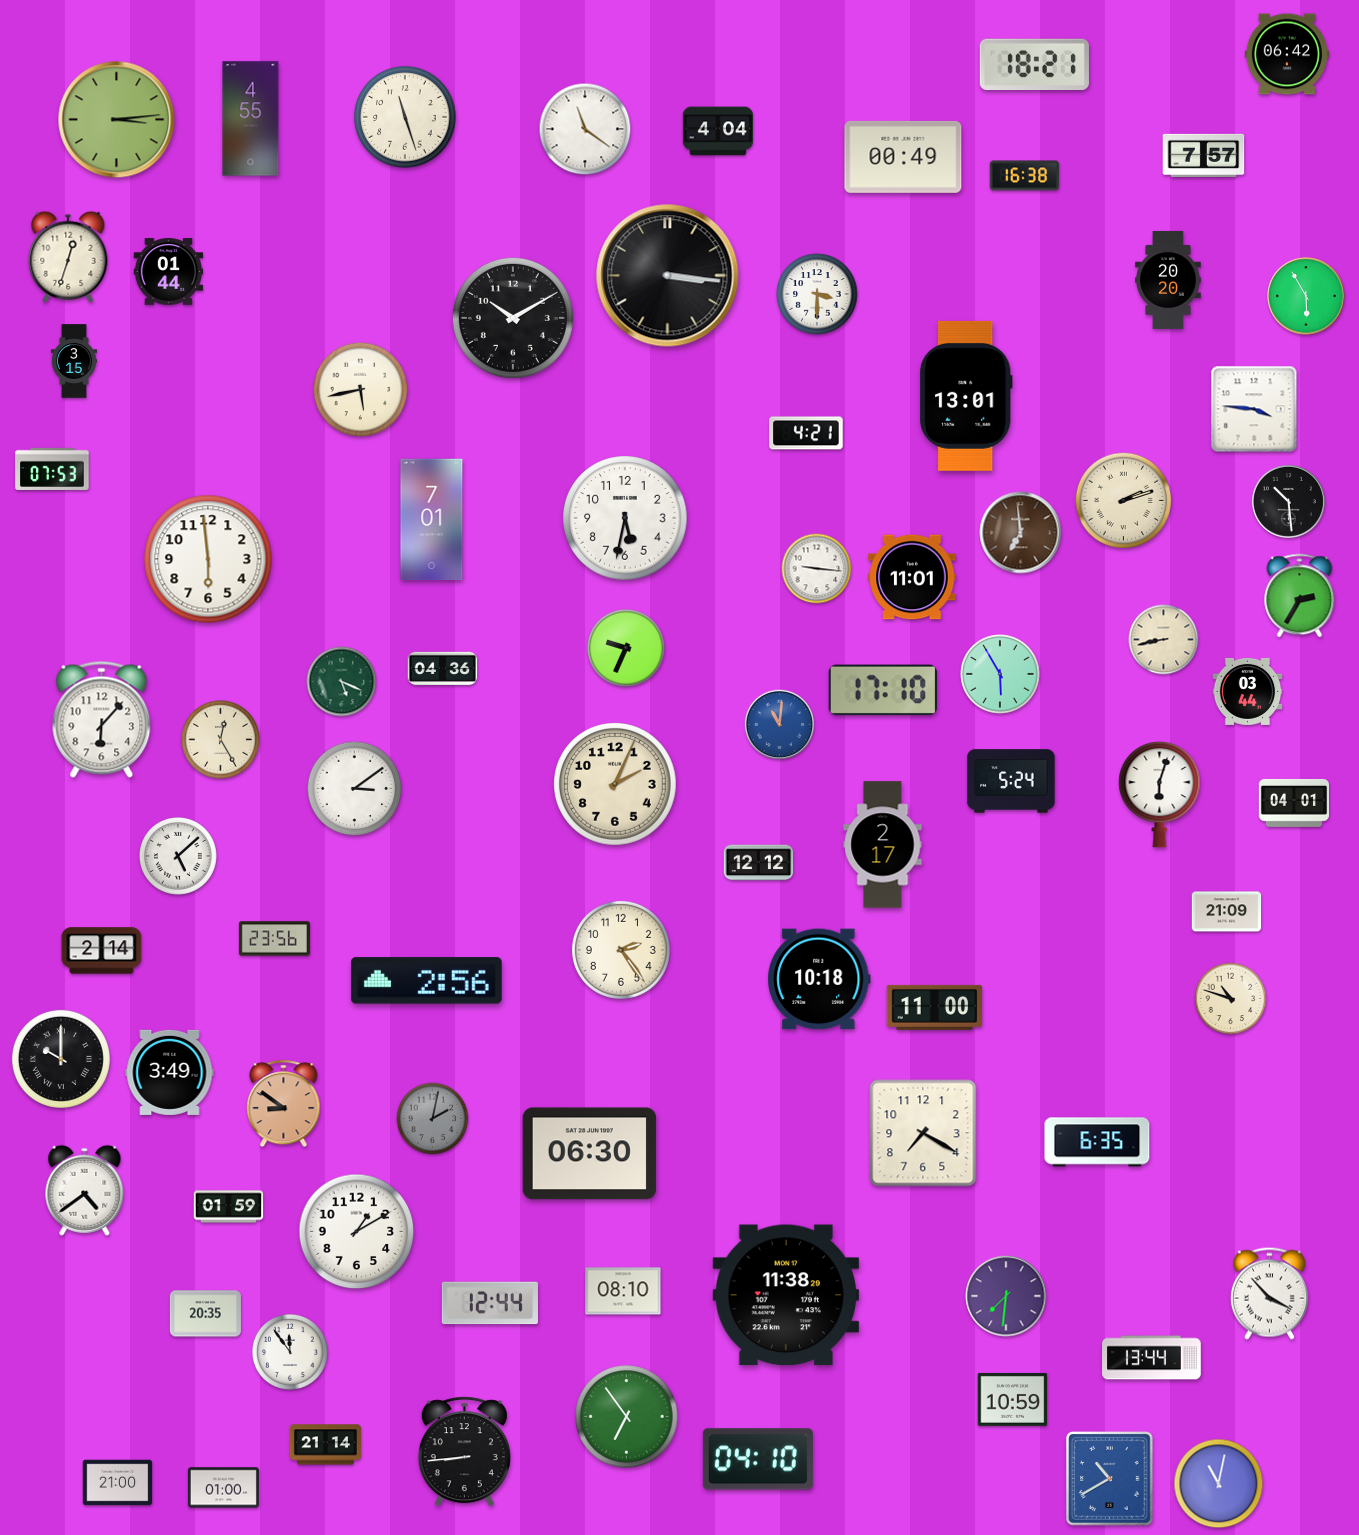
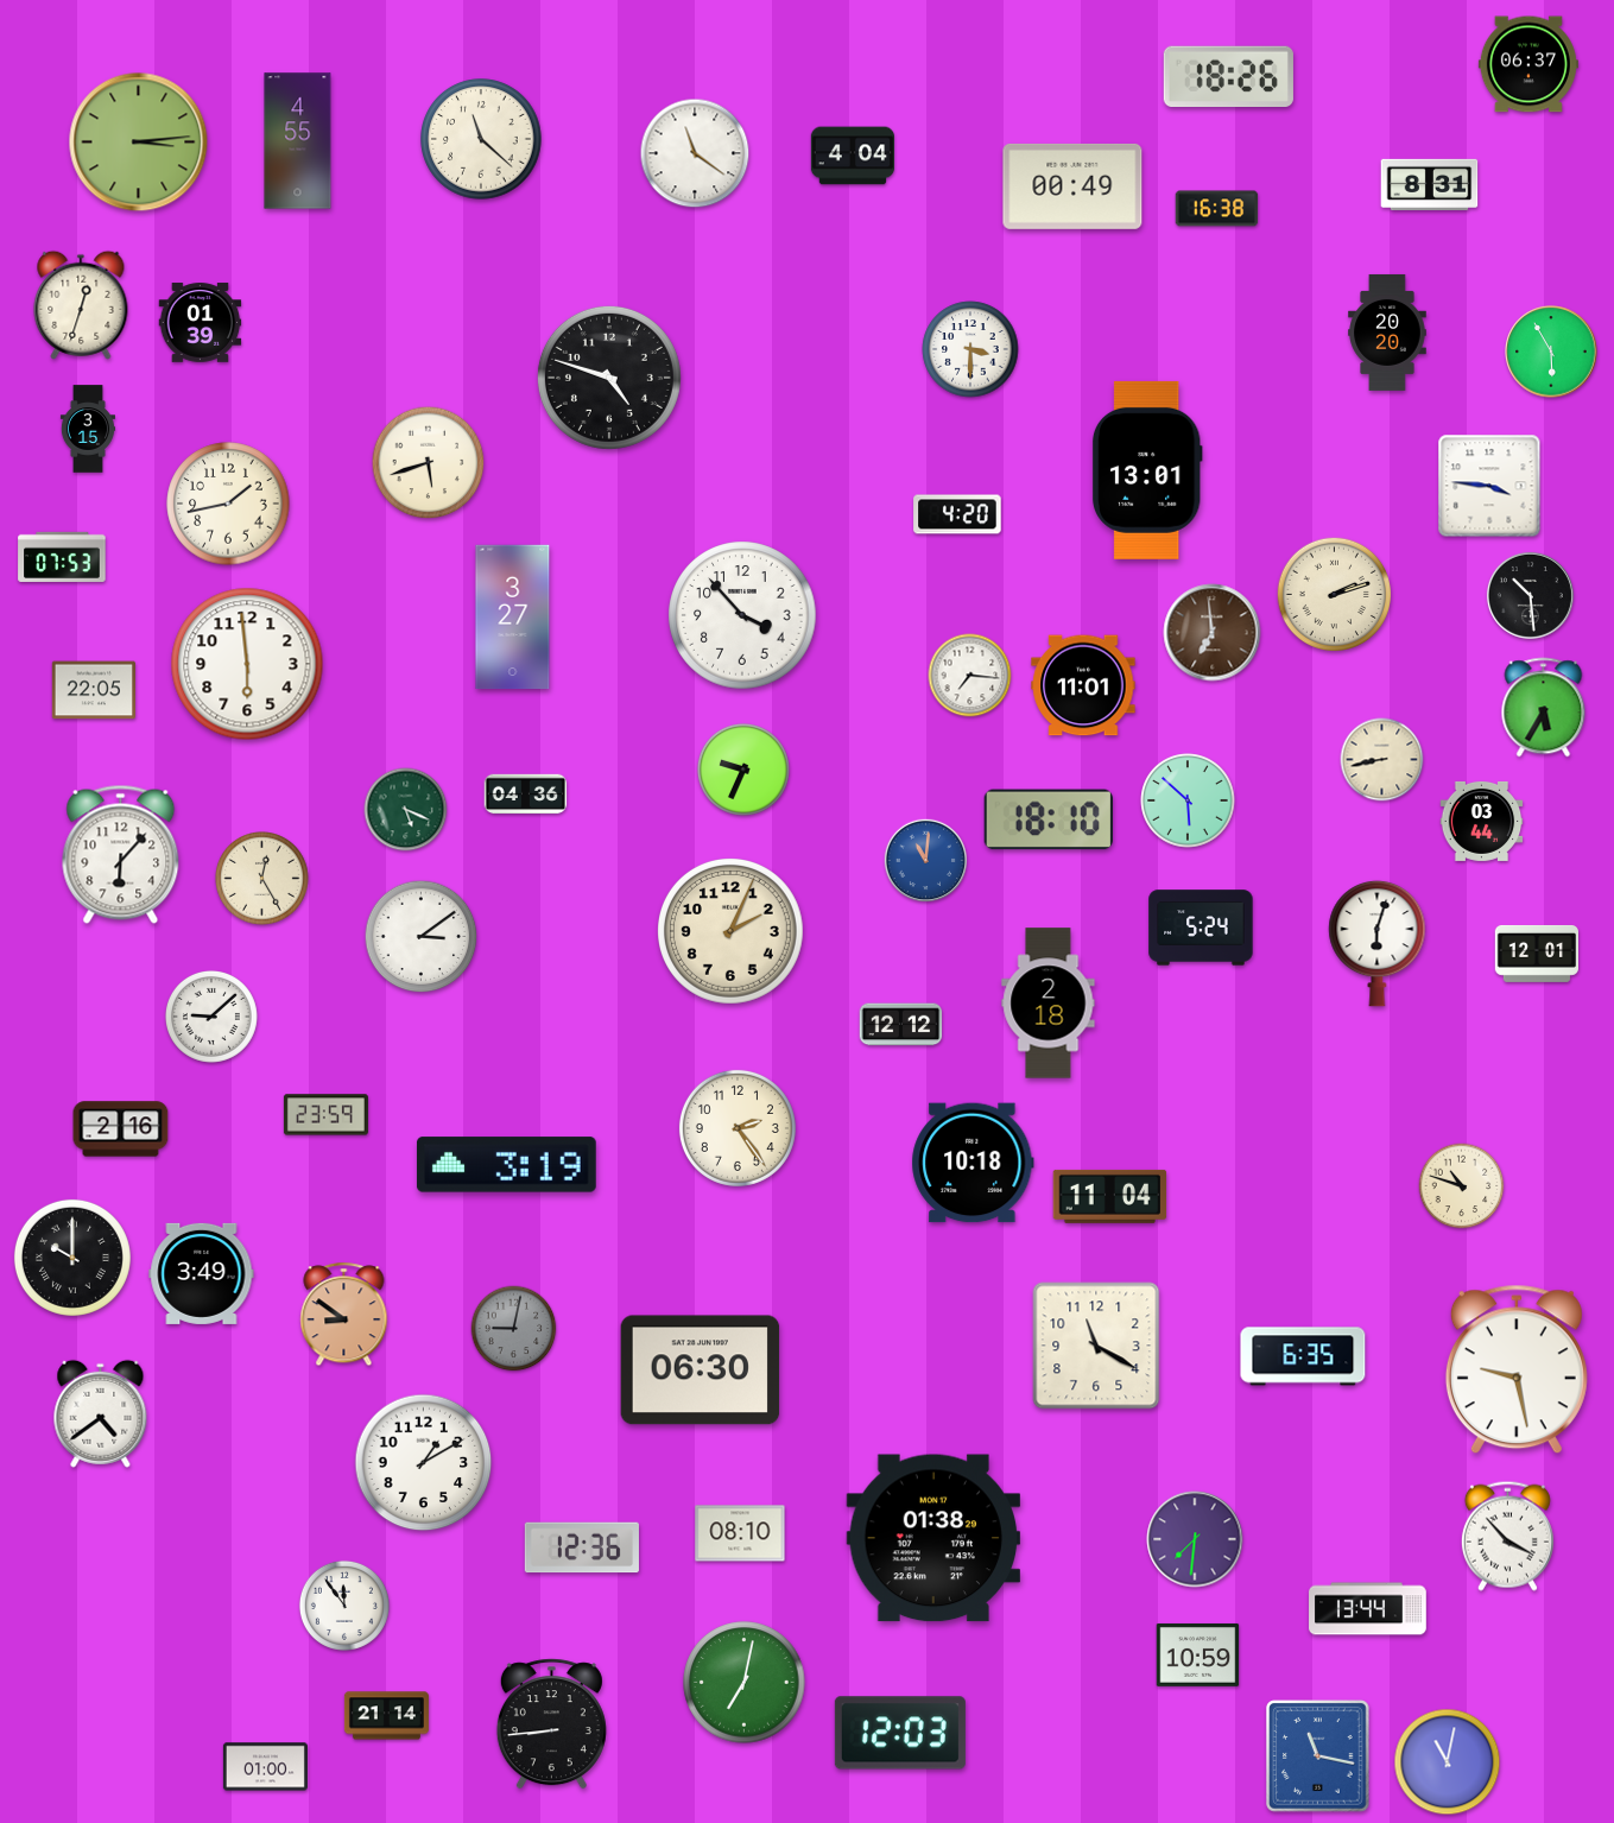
clock at (1287, 54): 06:42 -> 06:37
clock at (1034, 64): 18:21 -> 18:26
clock at (405, 117): 11:27 -> 11:22
clock at (1204, 155): 7:57 -> 8:31
clock at (169, 272): 01:44 -> 01:39
clock at (668, 276): 3:16 -> none
clock at (513, 318): 10:10 -> 4:48
clock at (361, 390): 5:43 -> 5:42
clock at (228, 504): none -> 1:43
clock at (806, 433): 4:21 -> 4:20
clock at (625, 518): 5:32 -> 3:53
clock at (432, 520): 7:01 -> 3:27
clock at (817, 569): 9:16 -> 7:16
clock at (93, 690): none -> 22:05
clock at (1300, 596): 2:35 -> 5:35
clock at (1000, 674): 5:55 -> 5:52
clock at (882, 690): 17:10 -> 18:10
clock at (1293, 803): 04:01 -> 12:01
clock at (883, 845): 2:17 -> 2:18
clock at (178, 856): 5:08 -> 9:08
clock at (1227, 912): 21:09 -> none
clock at (274, 939): 23:56 -> 23:59
clock at (102, 951): 2:14 -> 2:16
clock at (426, 981): 2:56 -> 3:19
clock at (935, 1007): 11:00 -> 11:04
clock at (284, 1104) position: (284, 1104) -> (344, 1315)
clock at (433, 1119): 2:02 -> 9:02
clock at (923, 1133): 7:20 -> 11:20
clock at (1517, 1369): none -> 9:28
clock at (229, 1207): 01:59 -> none
clock at (786, 1295): 11:38 -> 01:38
clock at (490, 1303): 12:44 -> 12:36
clock at (205, 1314): 20:35 -> none
clock at (1152, 1358) position: (1152, 1358) -> (1368, 1609)
clock at (1013, 1399) position: (1013, 1399) -> (1198, 1654)
clock at (627, 1417): 6:54 -> 7:02
clock at (758, 1459): 04:10 -> 12:03
clock at (1110, 1479): 10:40 -> 11:17
clock at (118, 1483): 21:00 -> none
